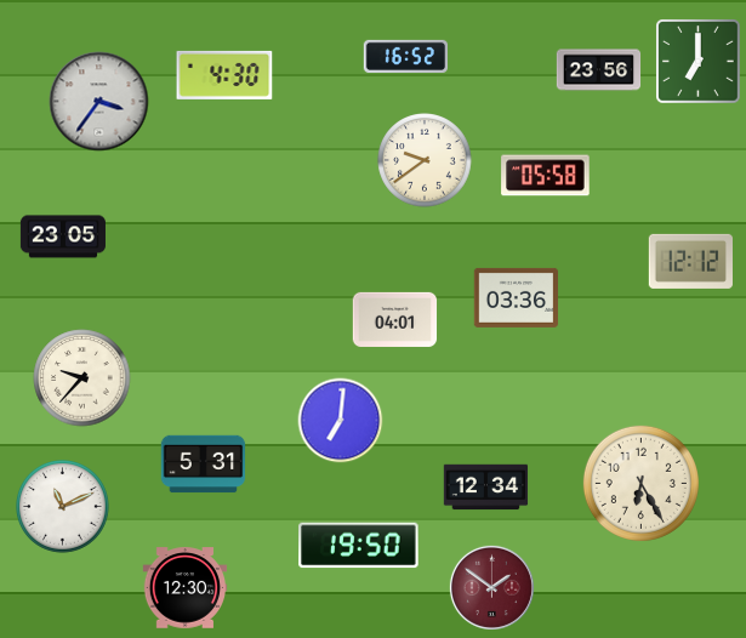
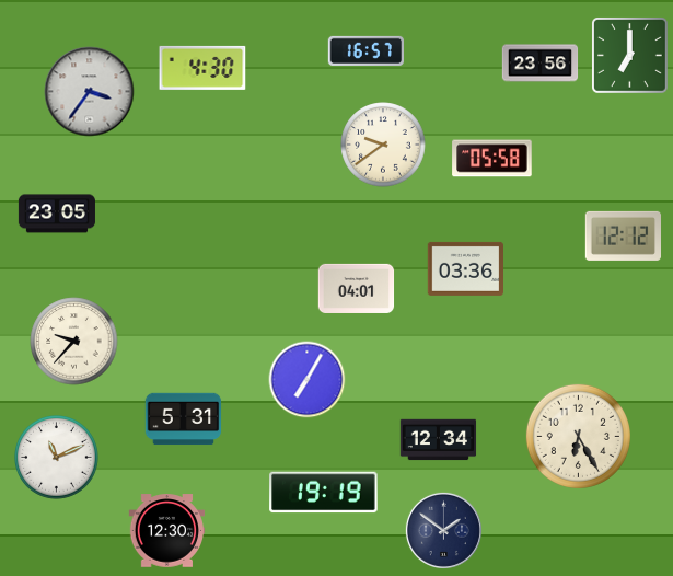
clock at (405, 56): 16:52 -> 16:57
clock at (341, 421): 7:01 -> 7:05
clock at (359, 546): 19:50 -> 19:19
clock at (491, 587) dial: burgundy -> navy
